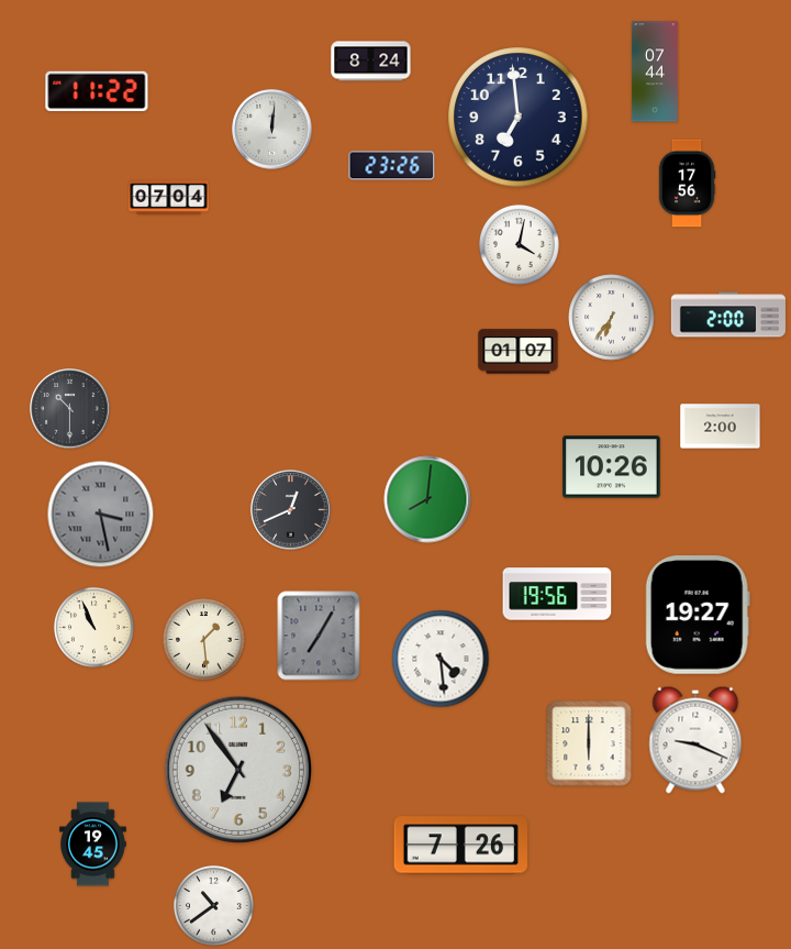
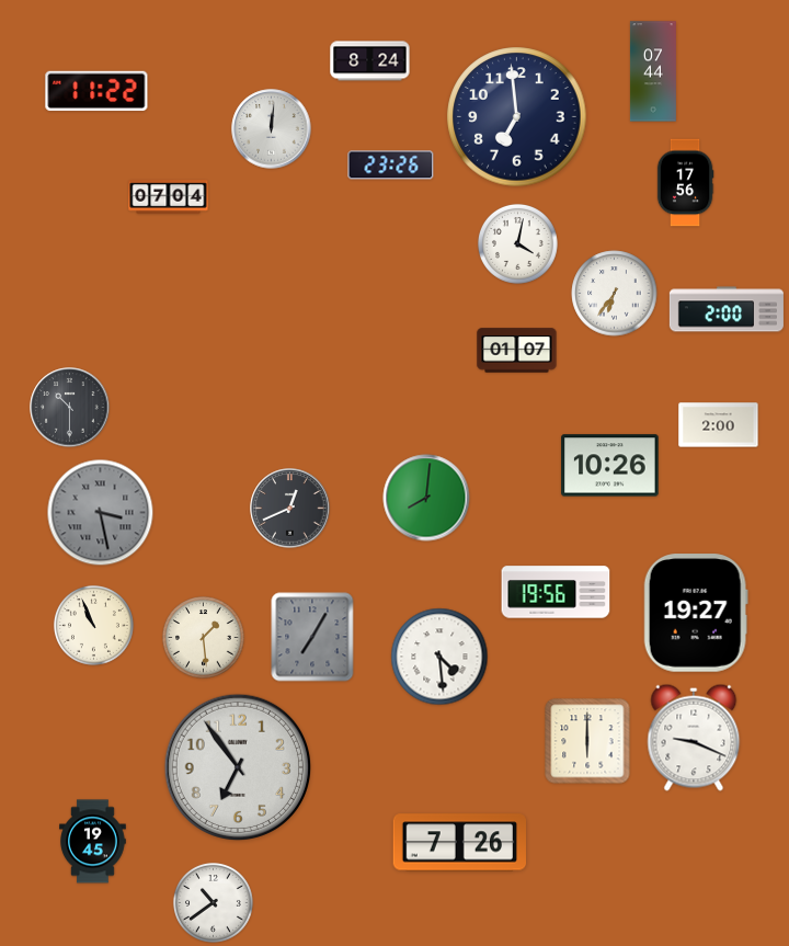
clock at (728, 315) position: (728, 315) -> (727, 309)
clock at (612, 318) position: (612, 318) -> (615, 294)
clock at (319, 636) position: (319, 636) -> (312, 637)
